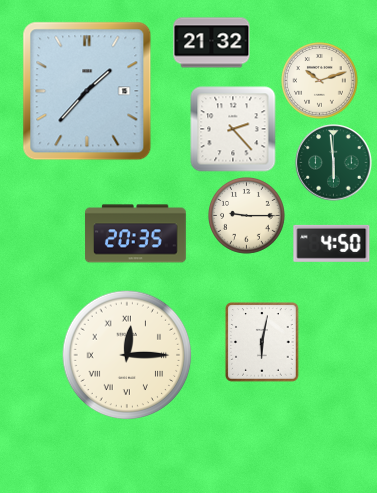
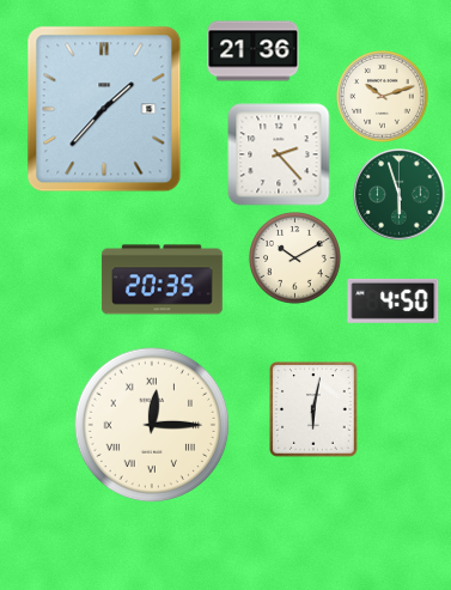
clock at (212, 43): 21:32 -> 21:36
clock at (334, 163): 5:59 -> 5:57
clock at (247, 216): 9:15 -> 10:10
clock at (332, 243) position: (332, 243) -> (394, 300)
